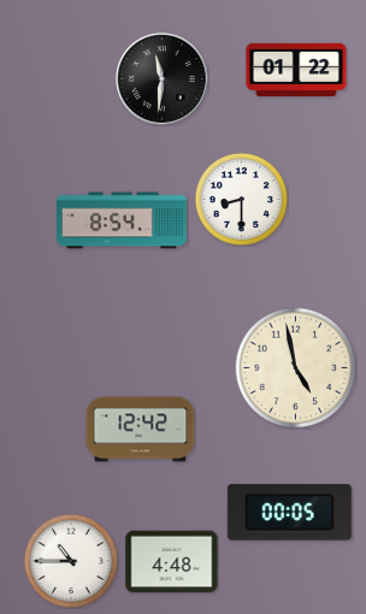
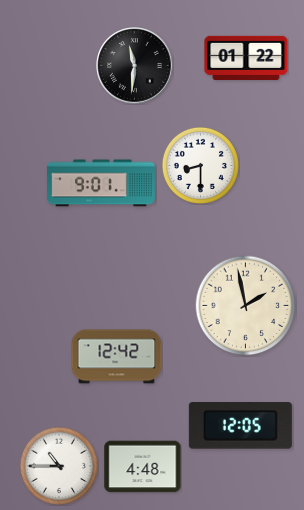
clock at (122, 220): 8:54 -> 9:01
clock at (296, 368): 4:58 -> 1:58
clock at (289, 513): 00:05 -> 12:05
